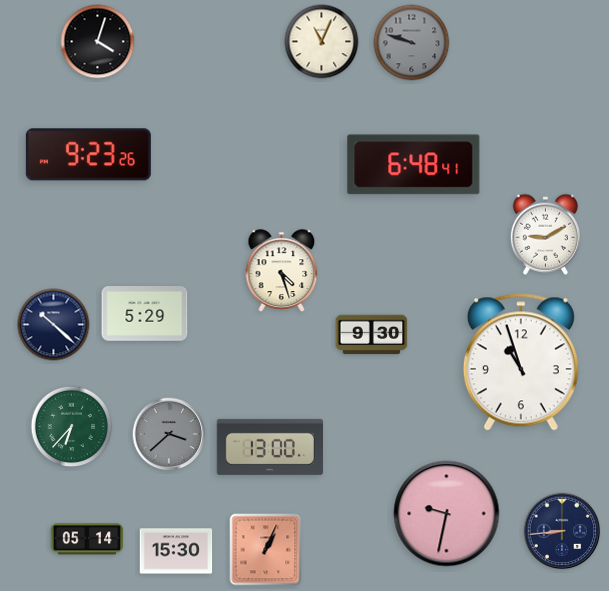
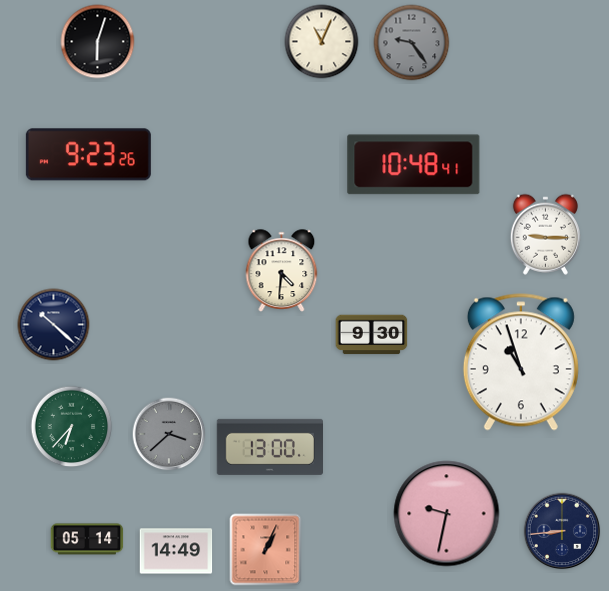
clock at (98, 42): 4:03 -> 6:03
clock at (412, 43): 9:48 -> 9:24
clock at (414, 165): 6:48 -> 10:48
clock at (545, 234): 9:10 -> 9:15
clock at (282, 271): 4:27 -> 4:31
clock at (145, 314): 5:29 -> none
clock at (176, 551): 15:30 -> 14:49
